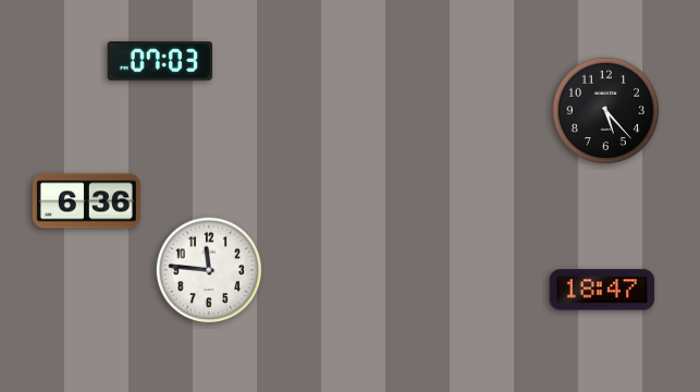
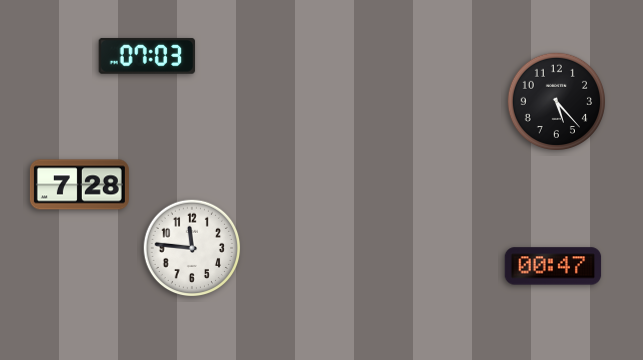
clock at (86, 201): 6:36 -> 7:28
clock at (602, 290): 18:47 -> 00:47
